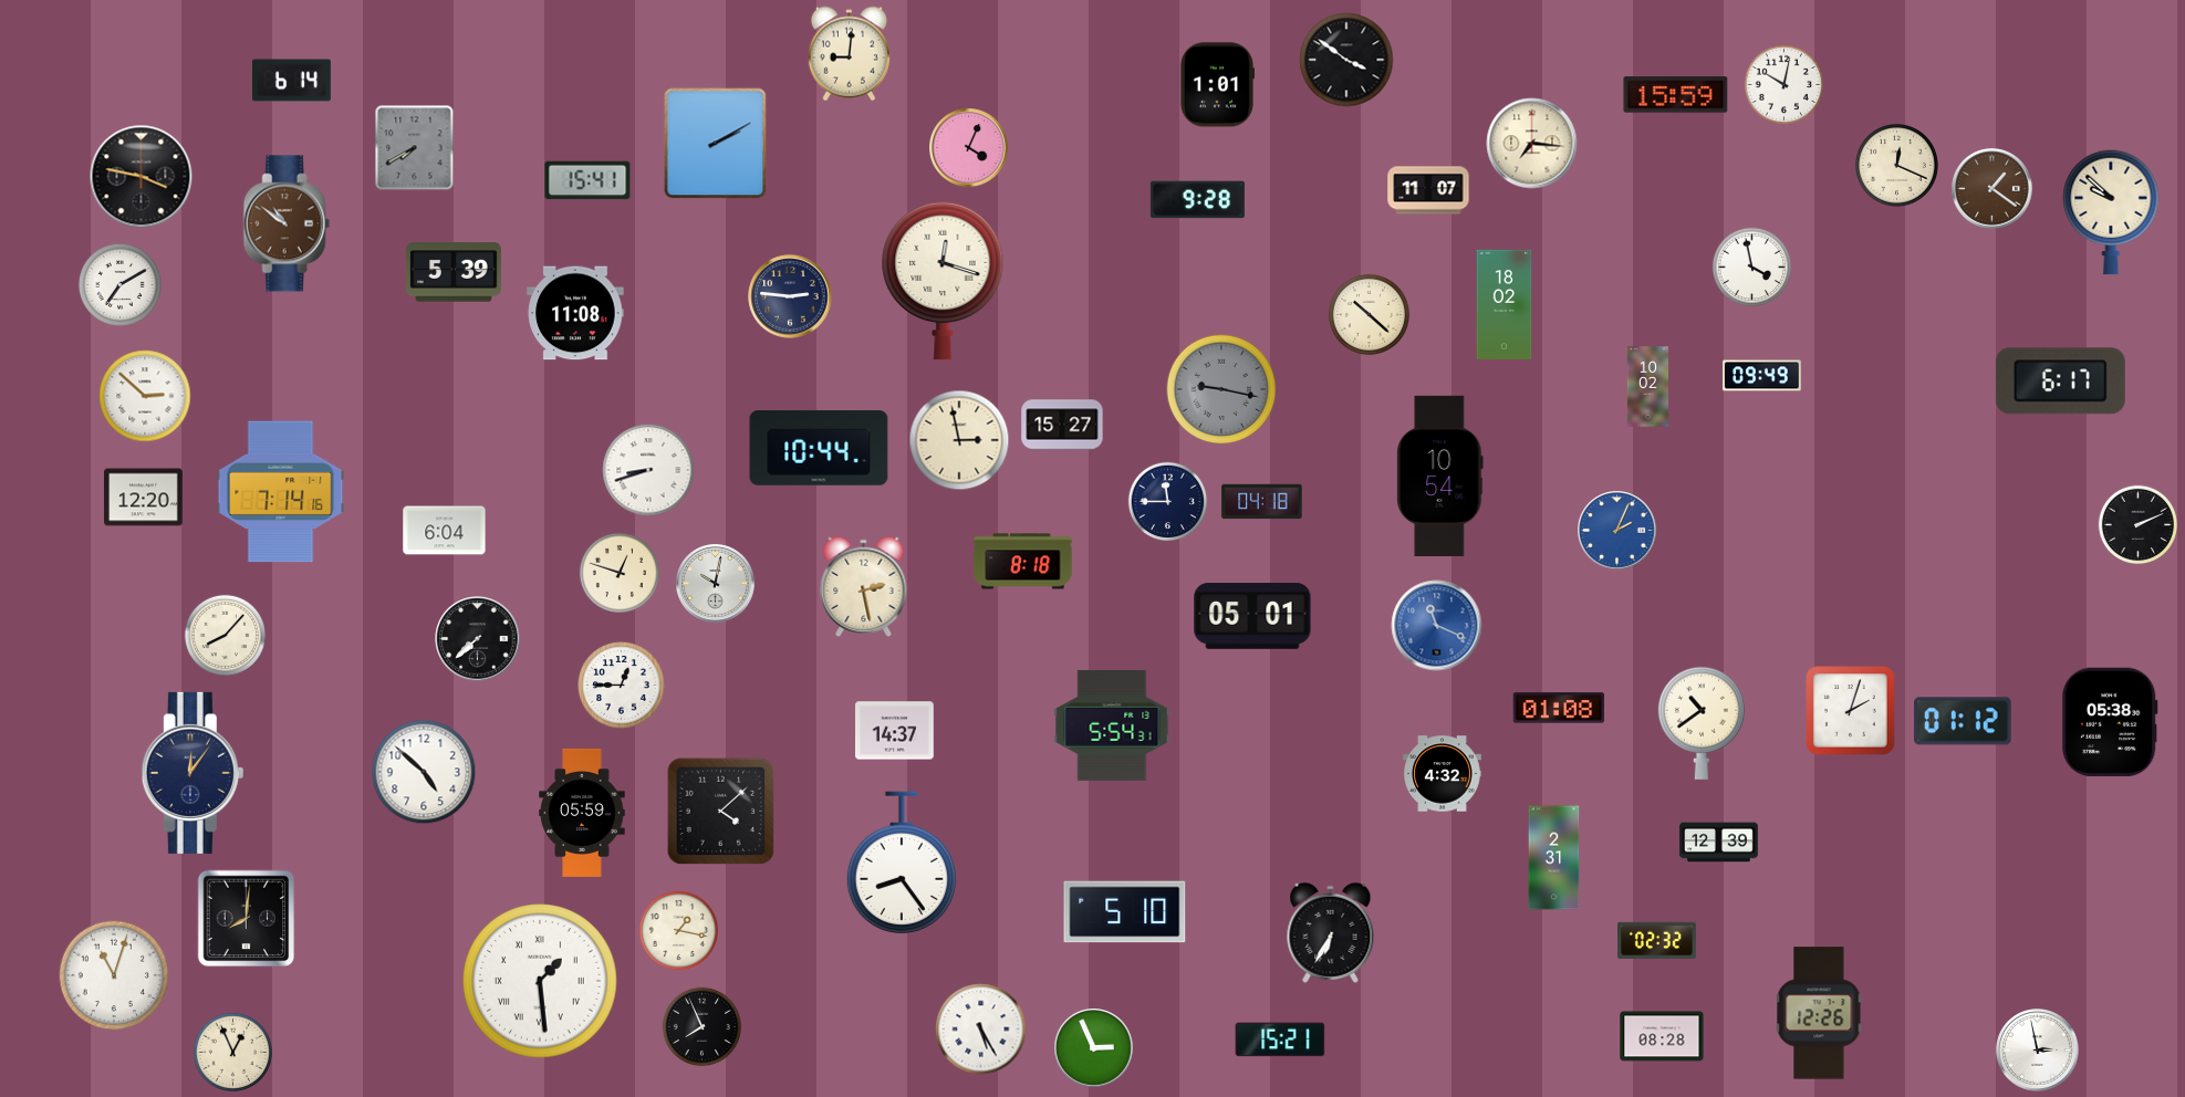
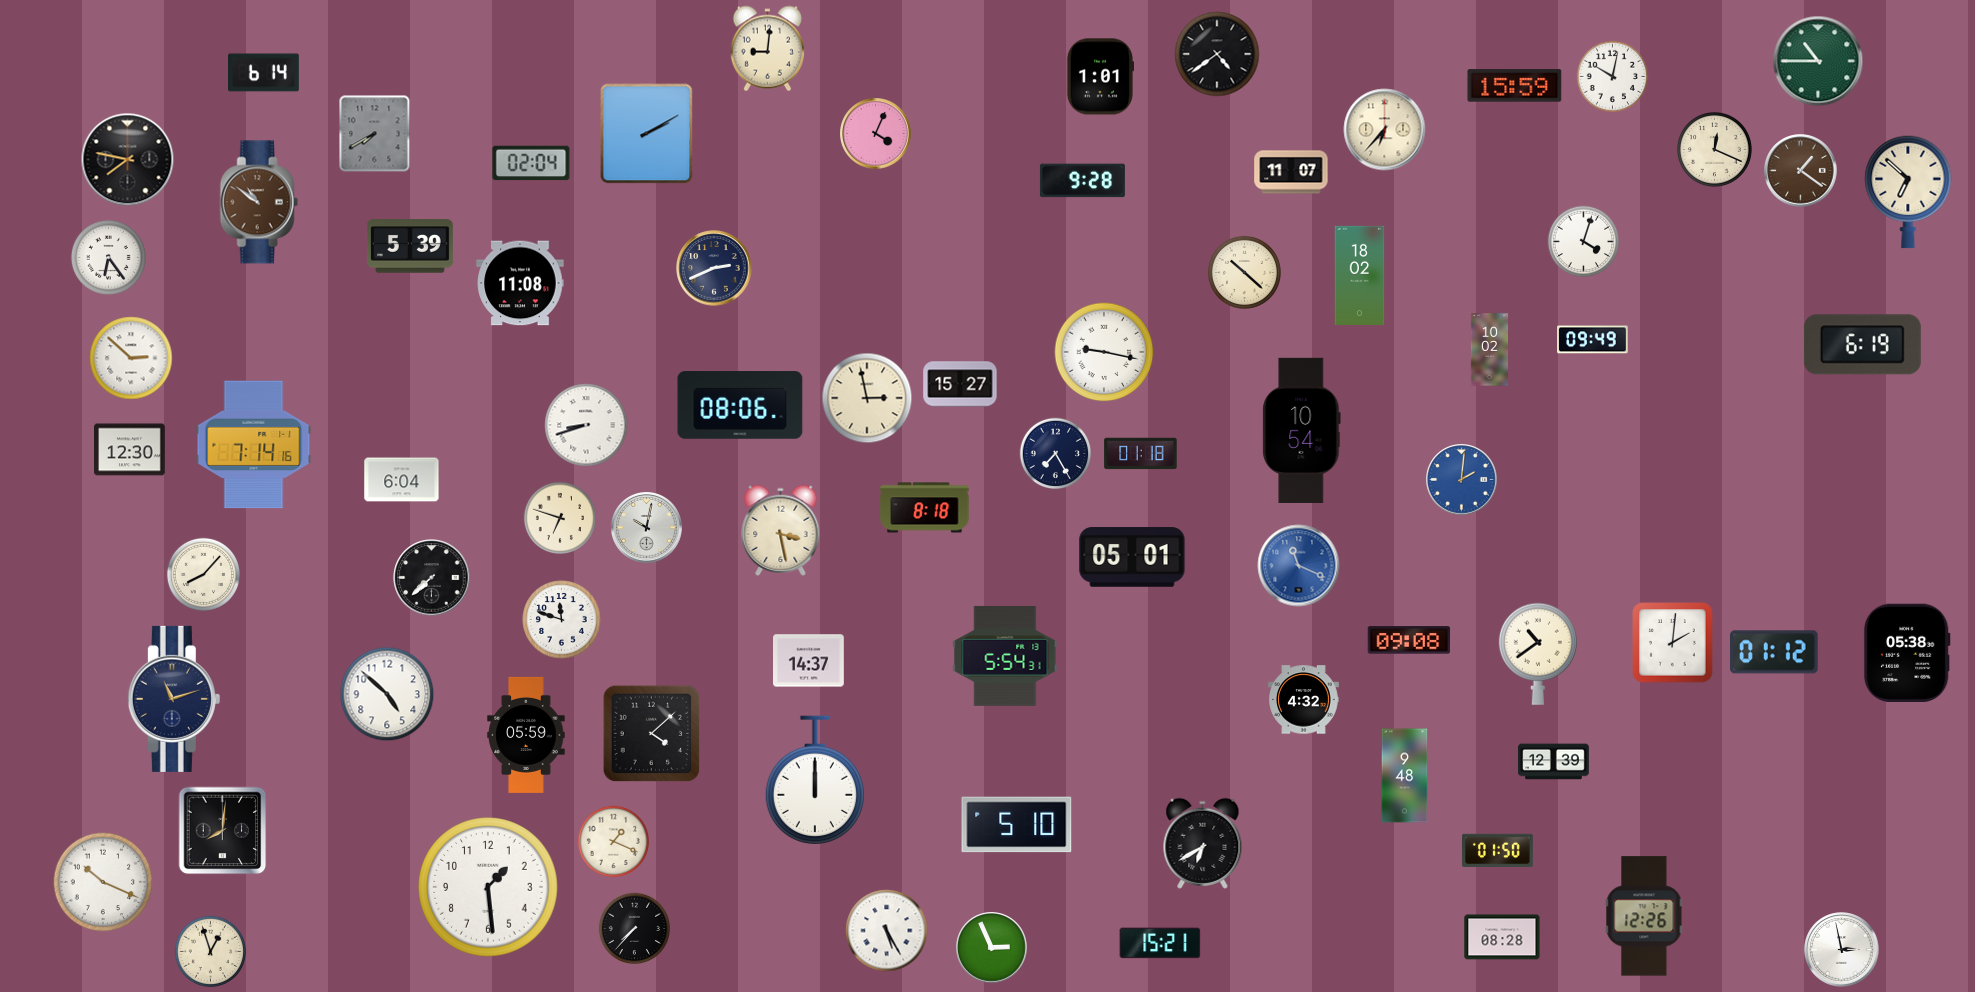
clock at (1346, 60): 3:51 -> 4:39
clock at (1818, 61): none -> 10:45
clock at (716, 144) position: (716, 144) -> (647, 134)
clock at (1532, 144): 7:16 -> 6:37
clock at (142, 177): 3:47 -> 7:47
clock at (587, 180): 15:41 -> 02:04
clock at (2111, 212): 9:52 -> 6:52
clock at (1752, 268): 3:58 -> 4:03
clock at (943, 281): 12:18 -> none
clock at (119, 284): 7:10 -> 6:24
clock at (790, 296): 2:46 -> 2:41
clock at (1369, 314) position: (1369, 314) -> (1244, 272)
clock at (2060, 382): 6:17 -> 6:19
clock at (1221, 389) dial: grey -> white
clock at (819, 448): 10:44 -> 08:06
clock at (144, 498): 12:20 -> 12:30
clock at (1168, 502): 11:45 -> 7:25
clock at (1262, 502): 04:18 -> 01:18
clock at (2139, 525): 2:11 -> none
clock at (1617, 531): 2:04 -> 2:01
clock at (618, 572): 12:48 -> 6:48
clock at (864, 586): 2:28 -> 3:28
clock at (622, 686): 12:45 -> 11:48
clock at (1559, 708): 01:08 -> 09:08
clock at (1851, 711): 2:03 -> 2:01
clock at (424, 772) position: (424, 772) -> (387, 694)
clock at (193, 773): 12:06 -> 11:12
clock at (1554, 858): 2:31 -> 9:48
clock at (901, 863): 8:24 -> 12:00
clock at (679, 931): 1:17 -> 1:19
clock at (1331, 932): 6:35 -> 6:40
clock at (1657, 941): 02:32 -> 01:50
clock at (114, 975): 11:03 -> 10:19
clock at (540, 981) numerals: Roman -> Arabic
clock at (703, 1027): 7:56 -> 7:37
clock at (1280, 1039) position: (1280, 1039) -> (1160, 943)
clock at (1094, 1048) position: (1094, 1048) -> (992, 948)
clock at (233, 1053): 12:56 -> 12:57
